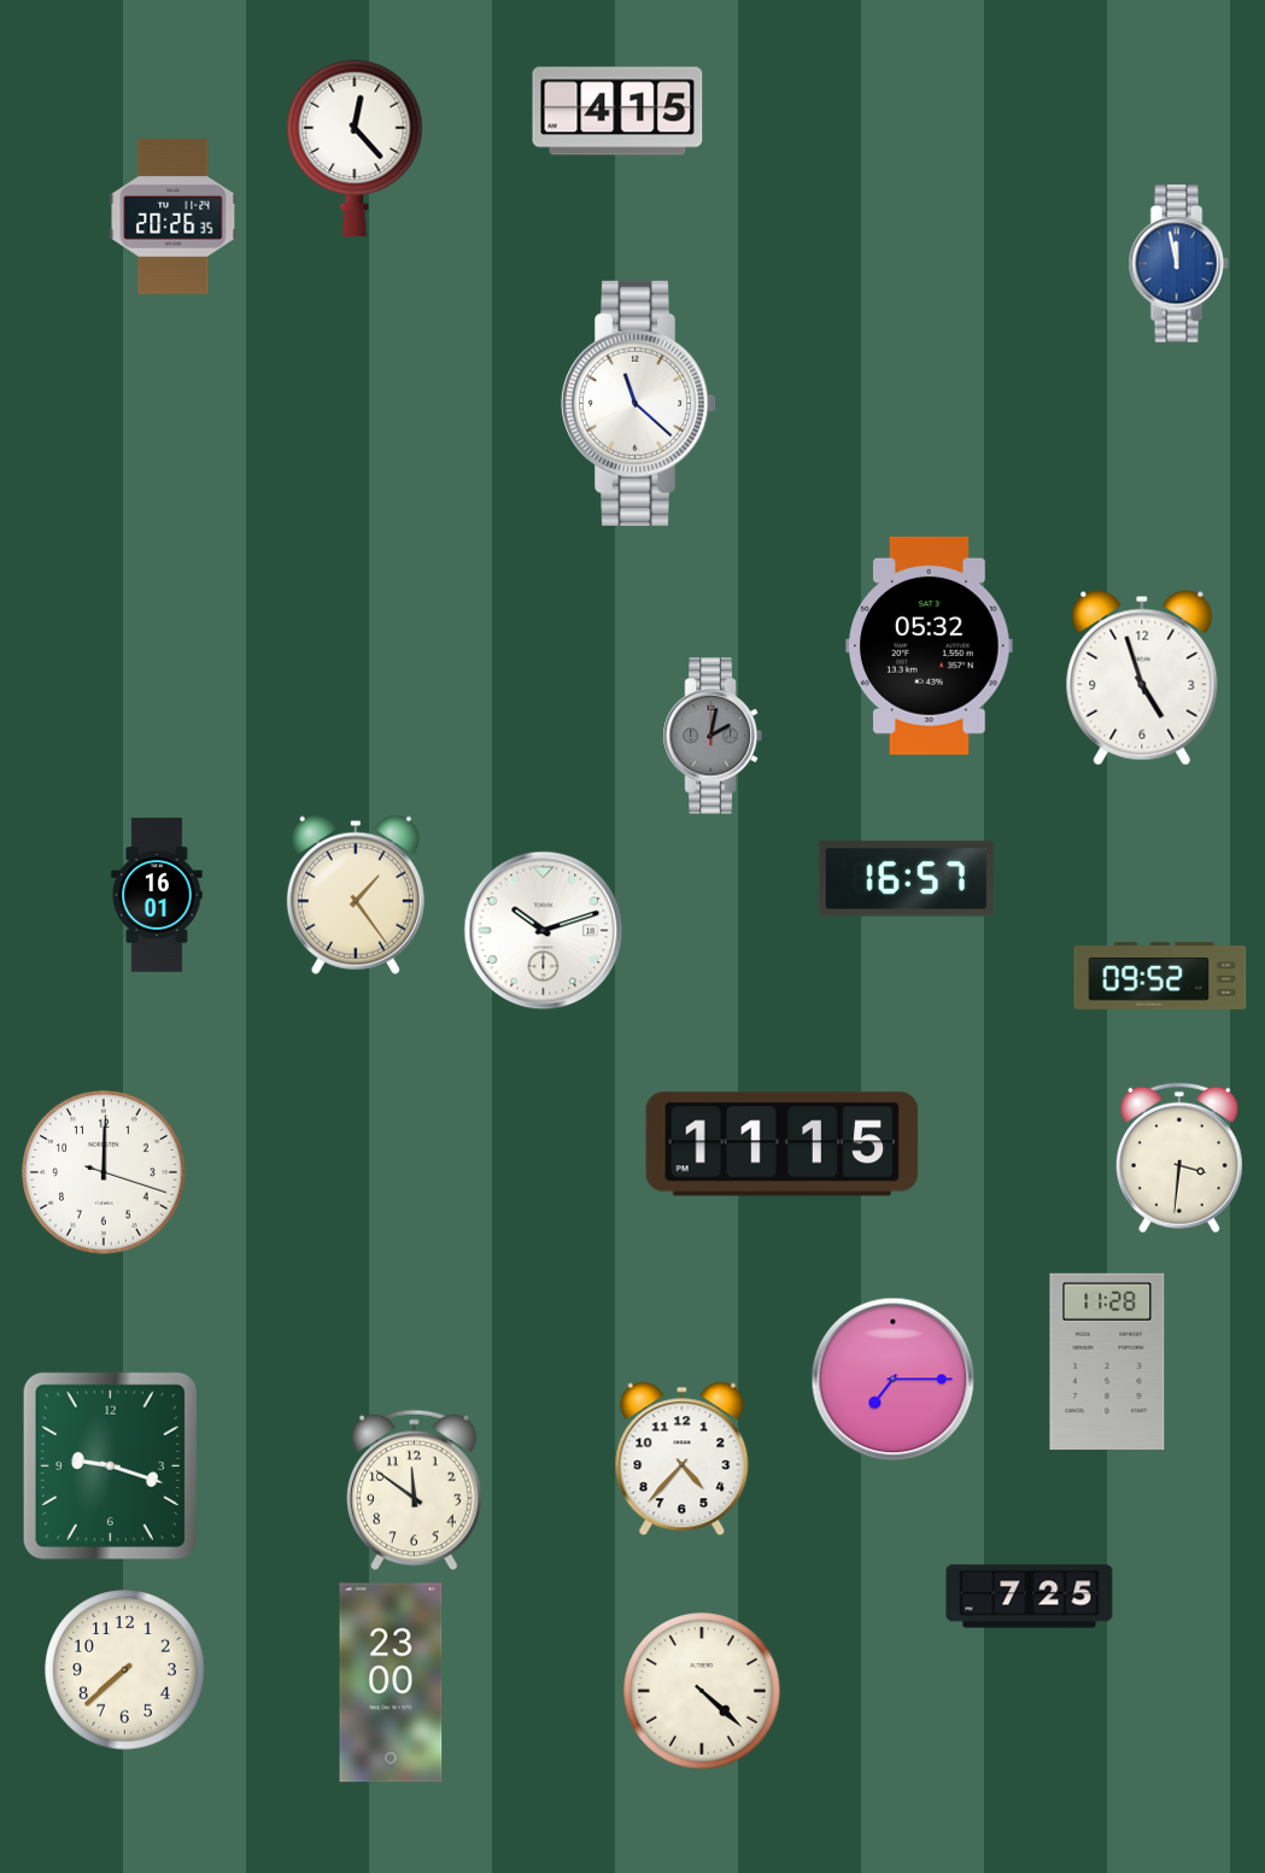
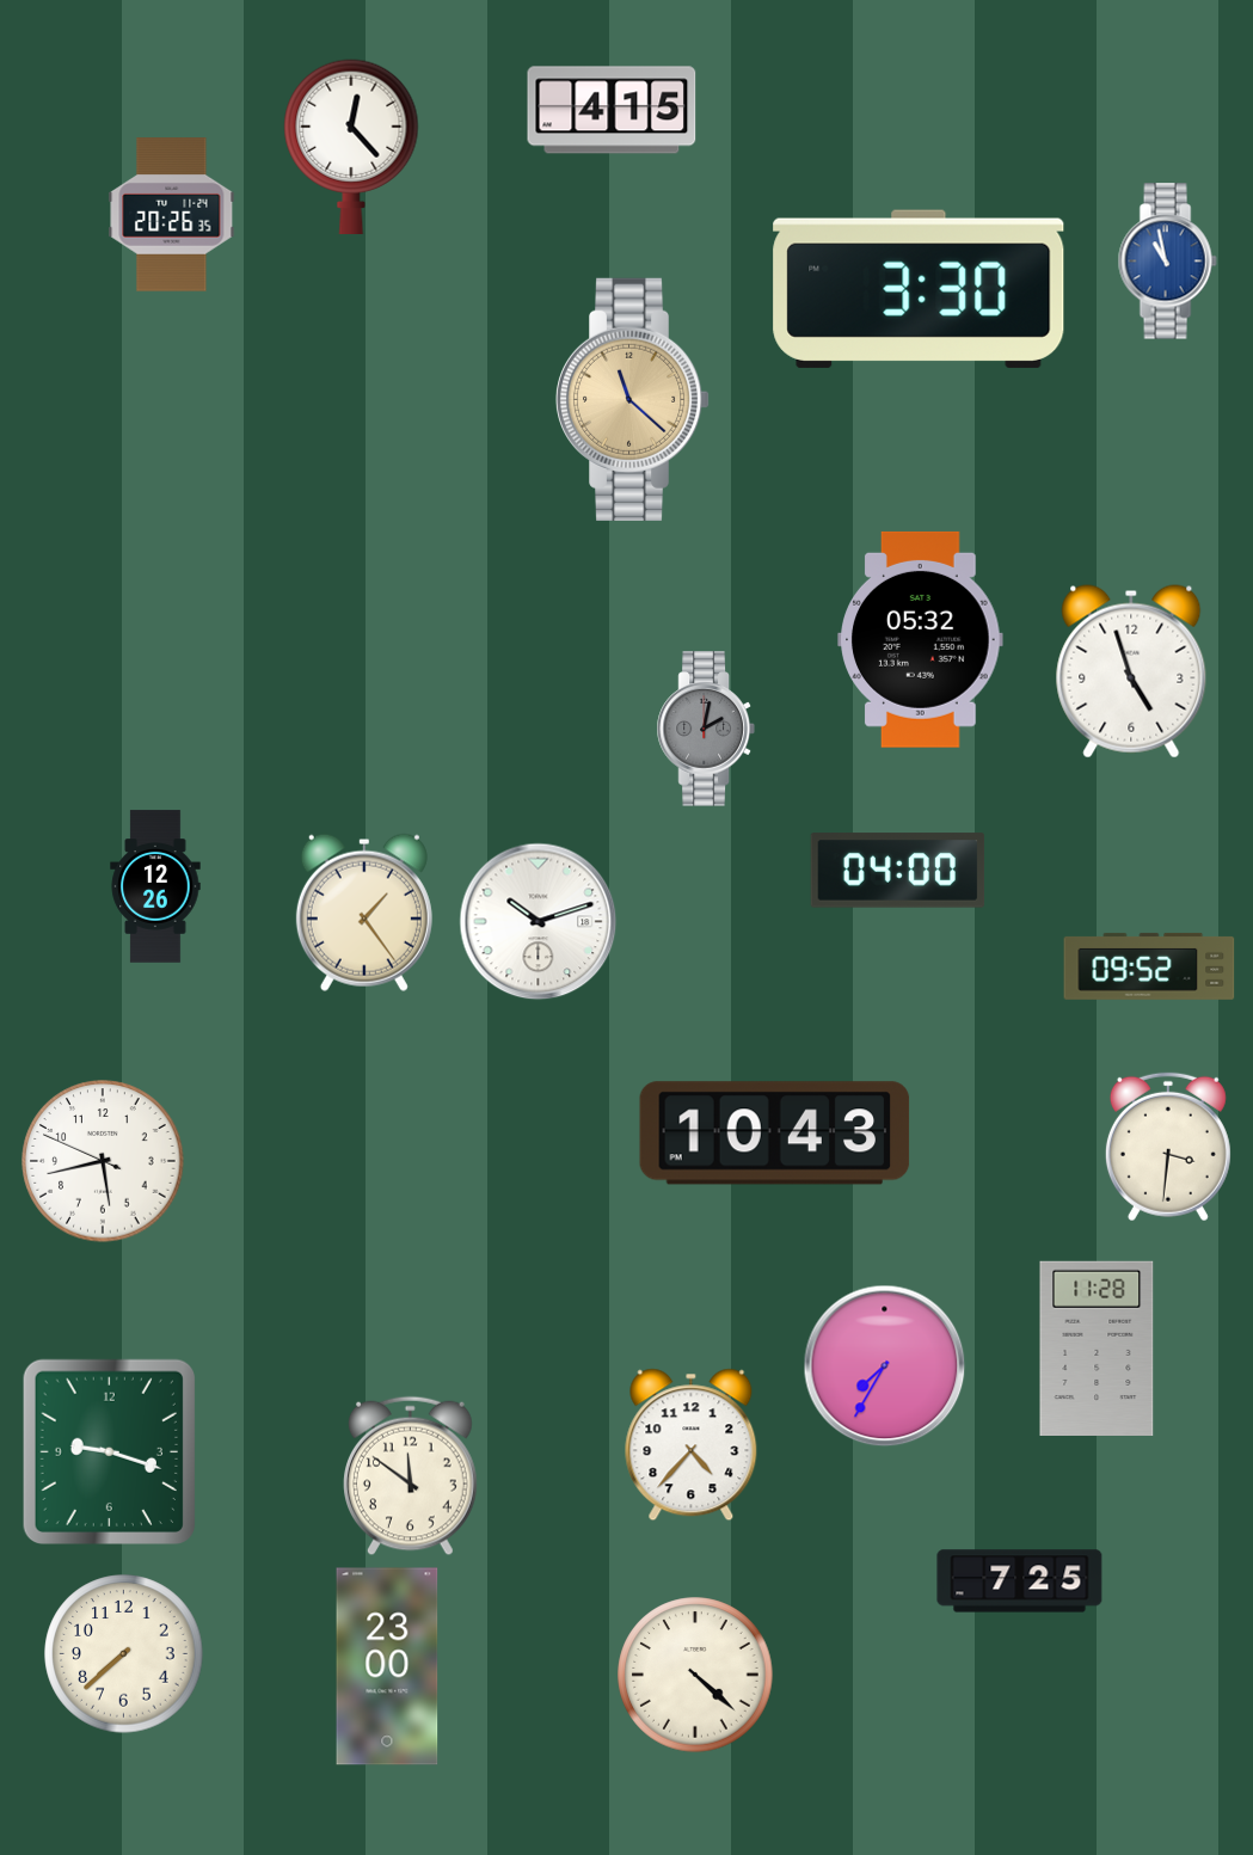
clock at (1178, 264): 11:58 -> 10:58
clock at (919, 289): none -> 3:30
clock at (639, 403) dial: white -> champagne
clock at (907, 879): 16:57 -> 04:00
clock at (157, 895): 16:01 -> 12:26
clock at (356, 895) position: (356, 895) -> (364, 913)
clock at (783, 1145): 11:15 -> 10:43
clock at (104, 1172): 12:00 -> 5:42
clock at (894, 1380): 7:15 -> 7:35
clock at (683, 1459) position: (683, 1459) -> (692, 1445)
